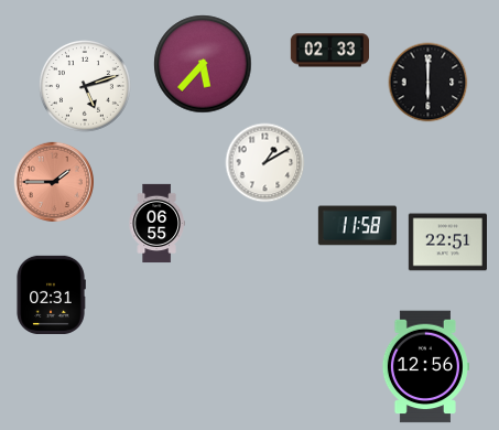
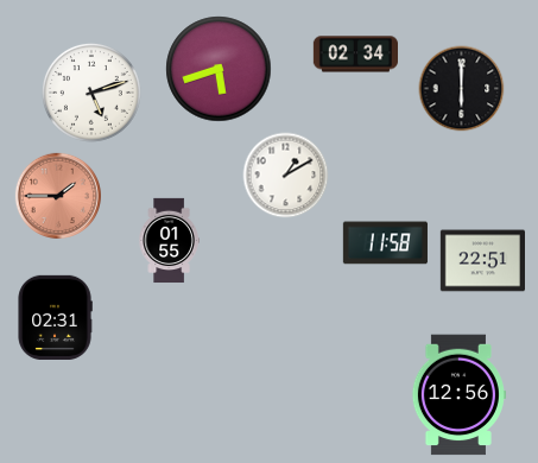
clock at (329, 51): 02:33 -> 02:34
clock at (203, 64): 5:37 -> 5:42
clock at (156, 224): 06:55 -> 01:55
